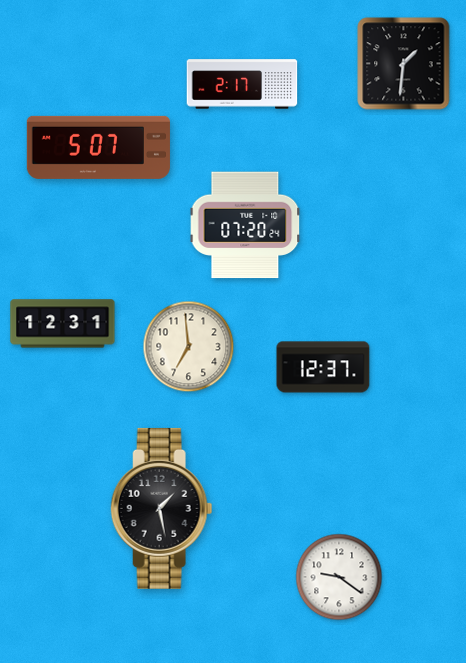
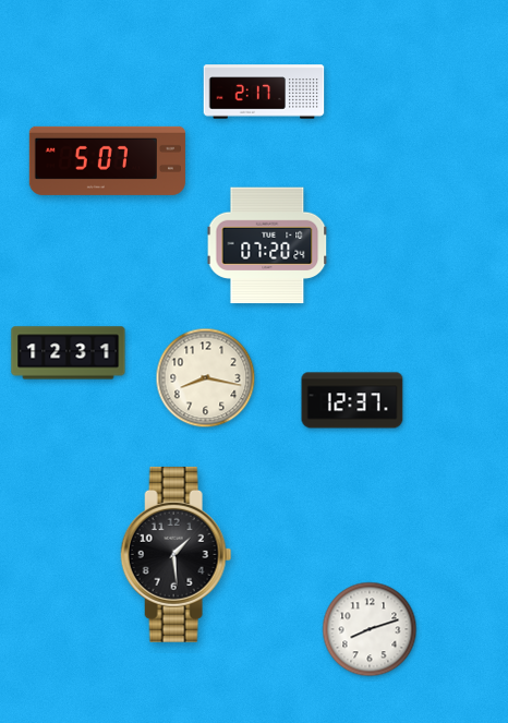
clock at (404, 64): 1:31 -> none
clock at (189, 347): 6:59 -> 8:17
clock at (162, 508): 1:28 -> 1:29
clock at (339, 577): 9:21 -> 8:12
